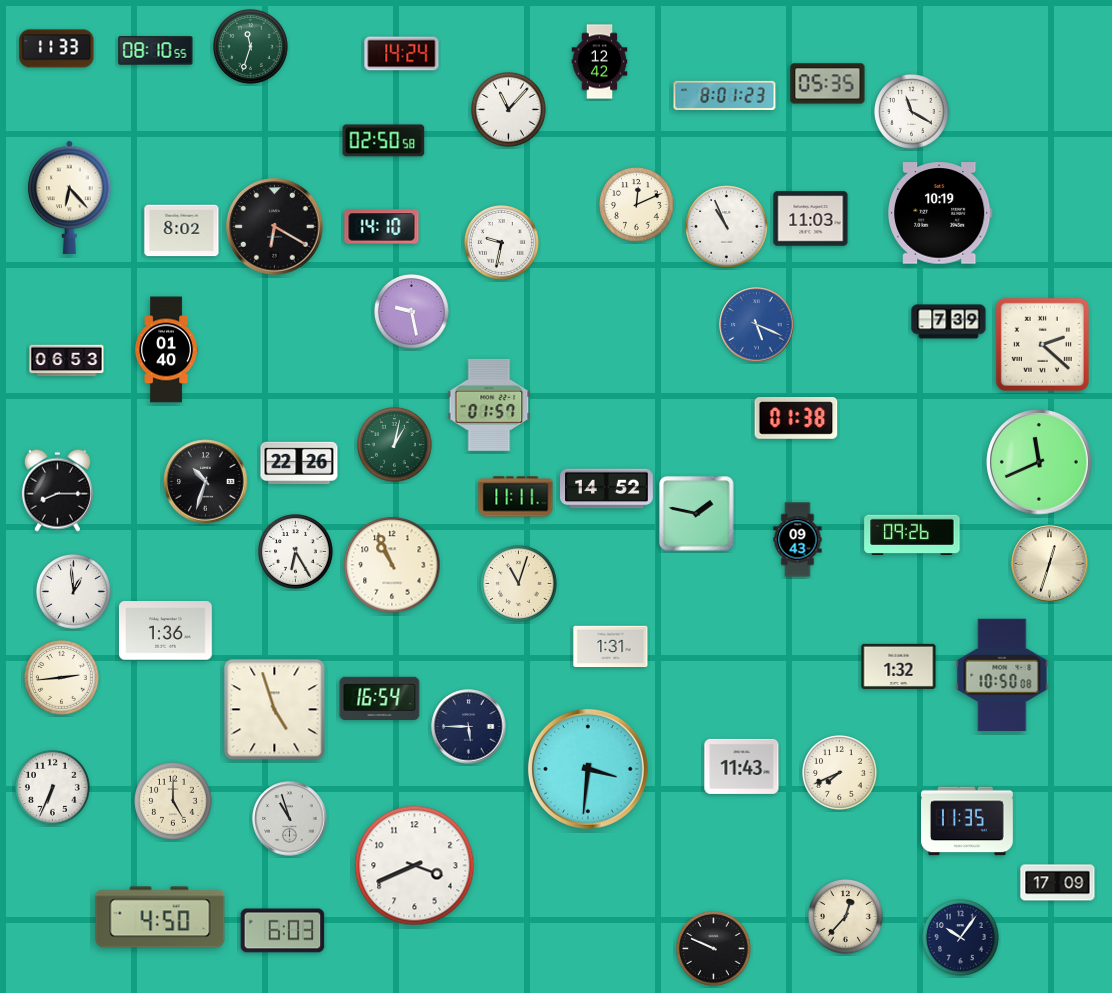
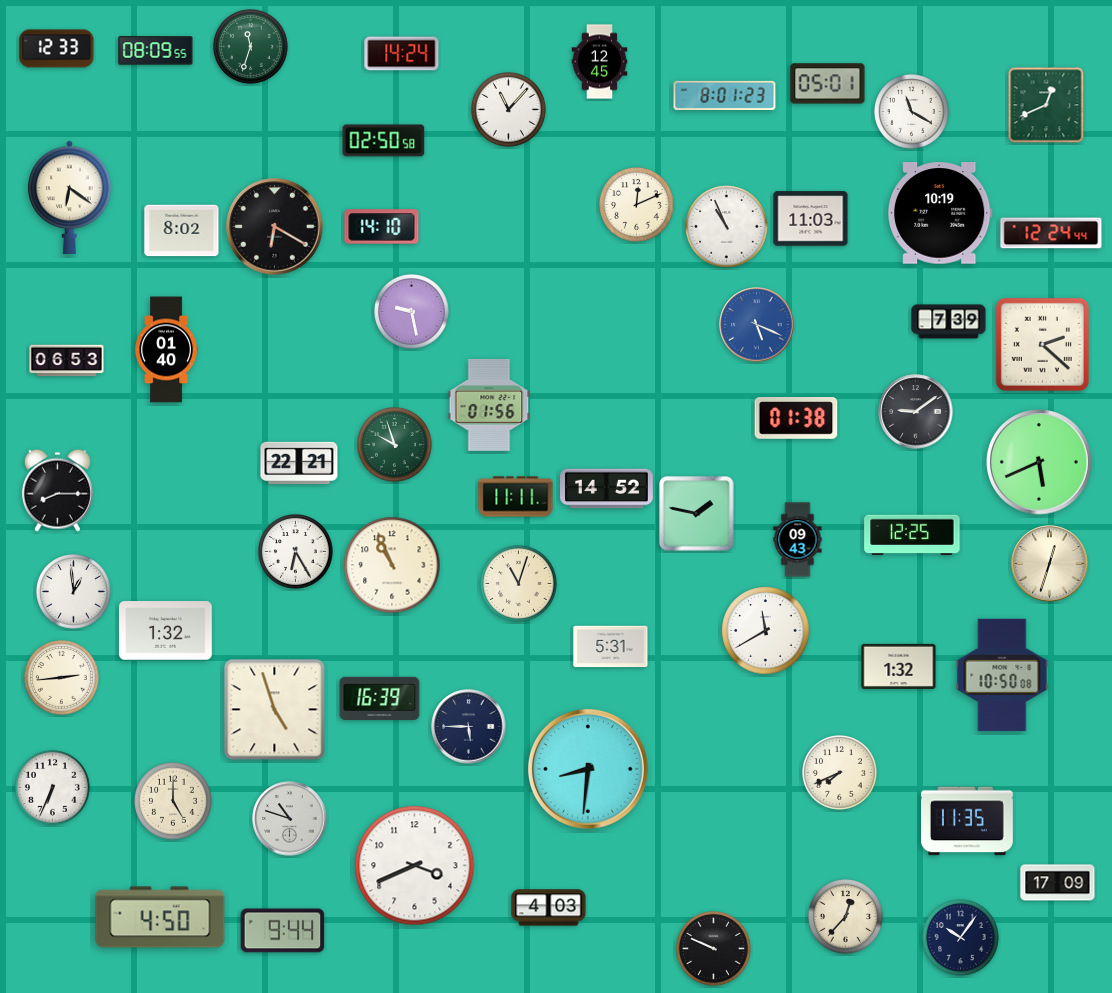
clock at (57, 49): 11:33 -> 12:33
clock at (156, 51): 08:10 -> 08:09
clock at (600, 62): 12:42 -> 12:45
clock at (828, 84): 05:35 -> 05:01
clock at (1046, 105): none -> 12:41
clock at (70, 197): 6:23 -> 6:21
clock at (1051, 233): none -> 12:24
clock at (502, 243): 9:32 -> none
clock at (489, 405): 01:57 -> 01:56
clock at (916, 412): none -> 9:09
clock at (395, 445): 1:02 -> 9:57
clock at (1039, 462): 11:41 -> 5:41
clock at (299, 463): 22:26 -> 22:21
clock at (206, 482): 10:33 -> none
clock at (912, 535): 09:26 -> 12:25
clock at (166, 631): 1:36 -> 1:32
clock at (766, 631): none -> 11:40
clock at (611, 647): 1:31 -> 5:31
clock at (380, 698): 16:54 -> 16:39
clock at (742, 766): 11:43 -> none
clock at (588, 769): 3:31 -> 8:31
clock at (290, 819): 10:57 -> 10:48
clock at (549, 908): none -> 4:03
clock at (283, 931): 6:03 -> 9:44
